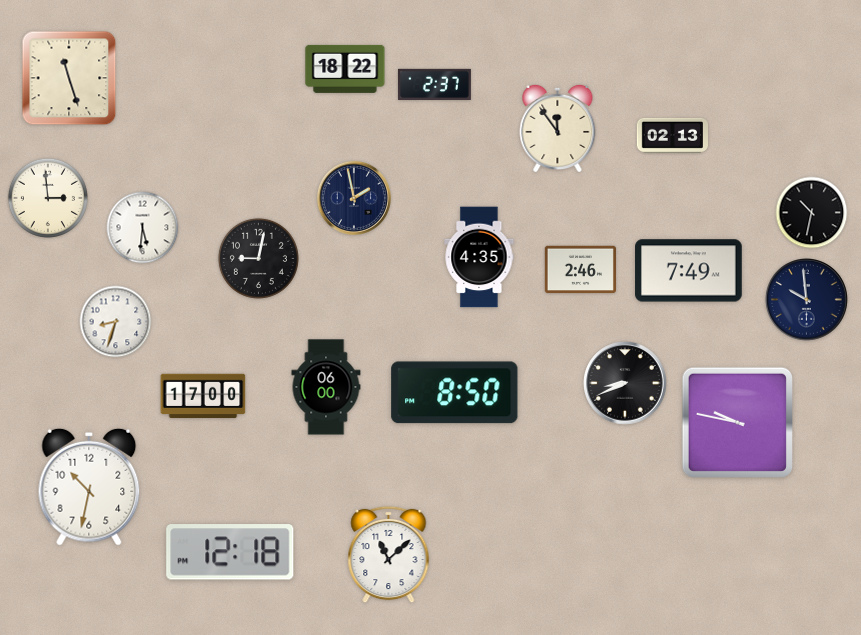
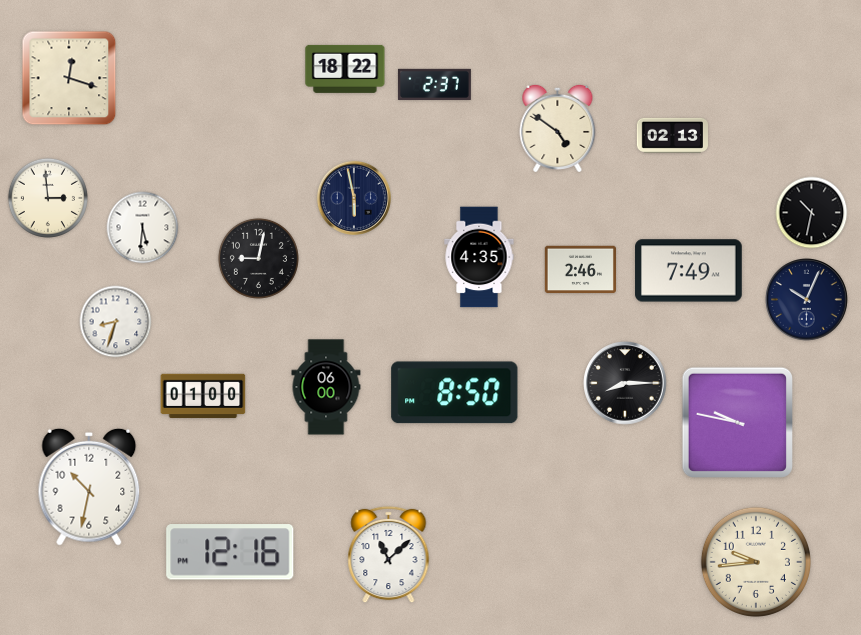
clock at (69, 78): 11:27 -> 12:18
clock at (558, 128): 11:54 -> 4:51
clock at (354, 198): 1:58 -> 5:58
clock at (807, 300): 9:59 -> 10:04
clock at (625, 383): 8:41 -> 8:15
clock at (203, 396): 17:00 -> 01:00
clock at (230, 552): 12:18 -> 12:16
clock at (756, 562): none -> 9:44
